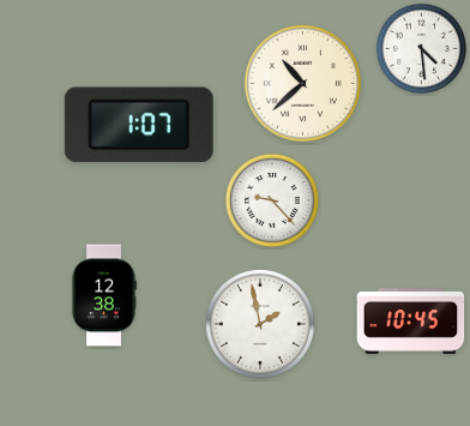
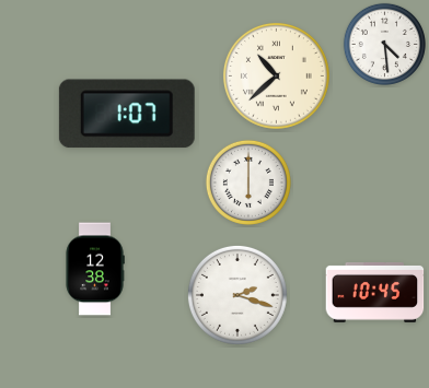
clock at (272, 200): 9:23 -> 6:00
clock at (260, 324): 1:58 -> 2:18
